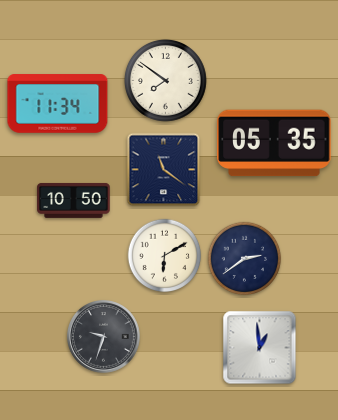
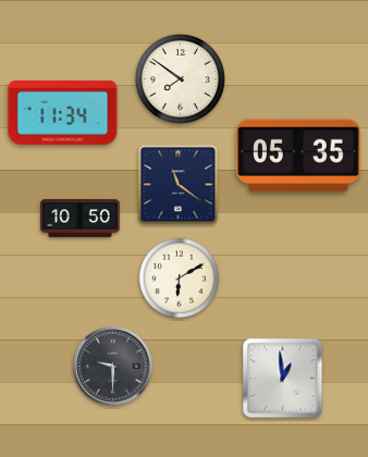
clock at (165, 80) position: (165, 80) -> (180, 78)
clock at (245, 259): 2:39 -> none
clock at (104, 337): 9:33 -> 9:30
